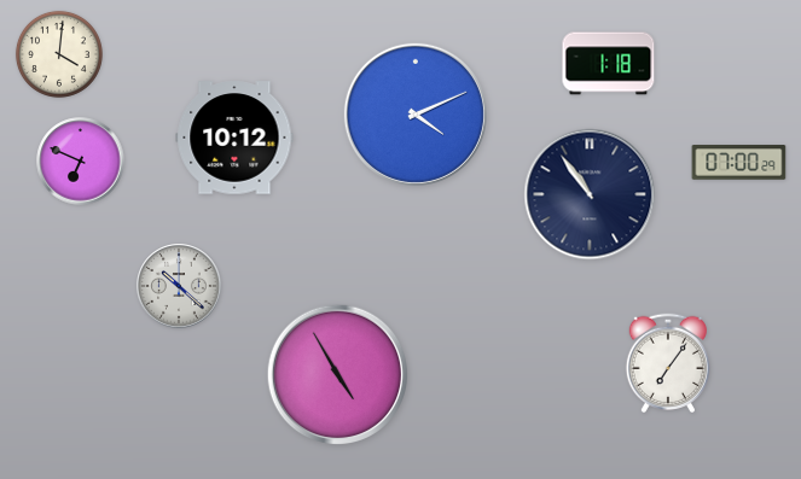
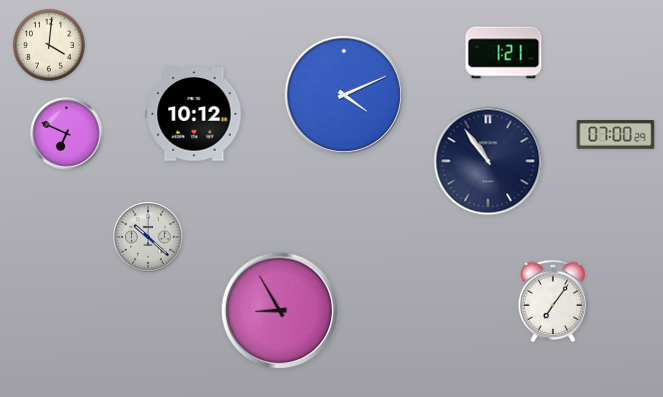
clock at (609, 64): 1:18 -> 1:21
clock at (739, 163) position: (739, 163) -> (616, 135)
clock at (338, 375): 4:55 -> 8:55
